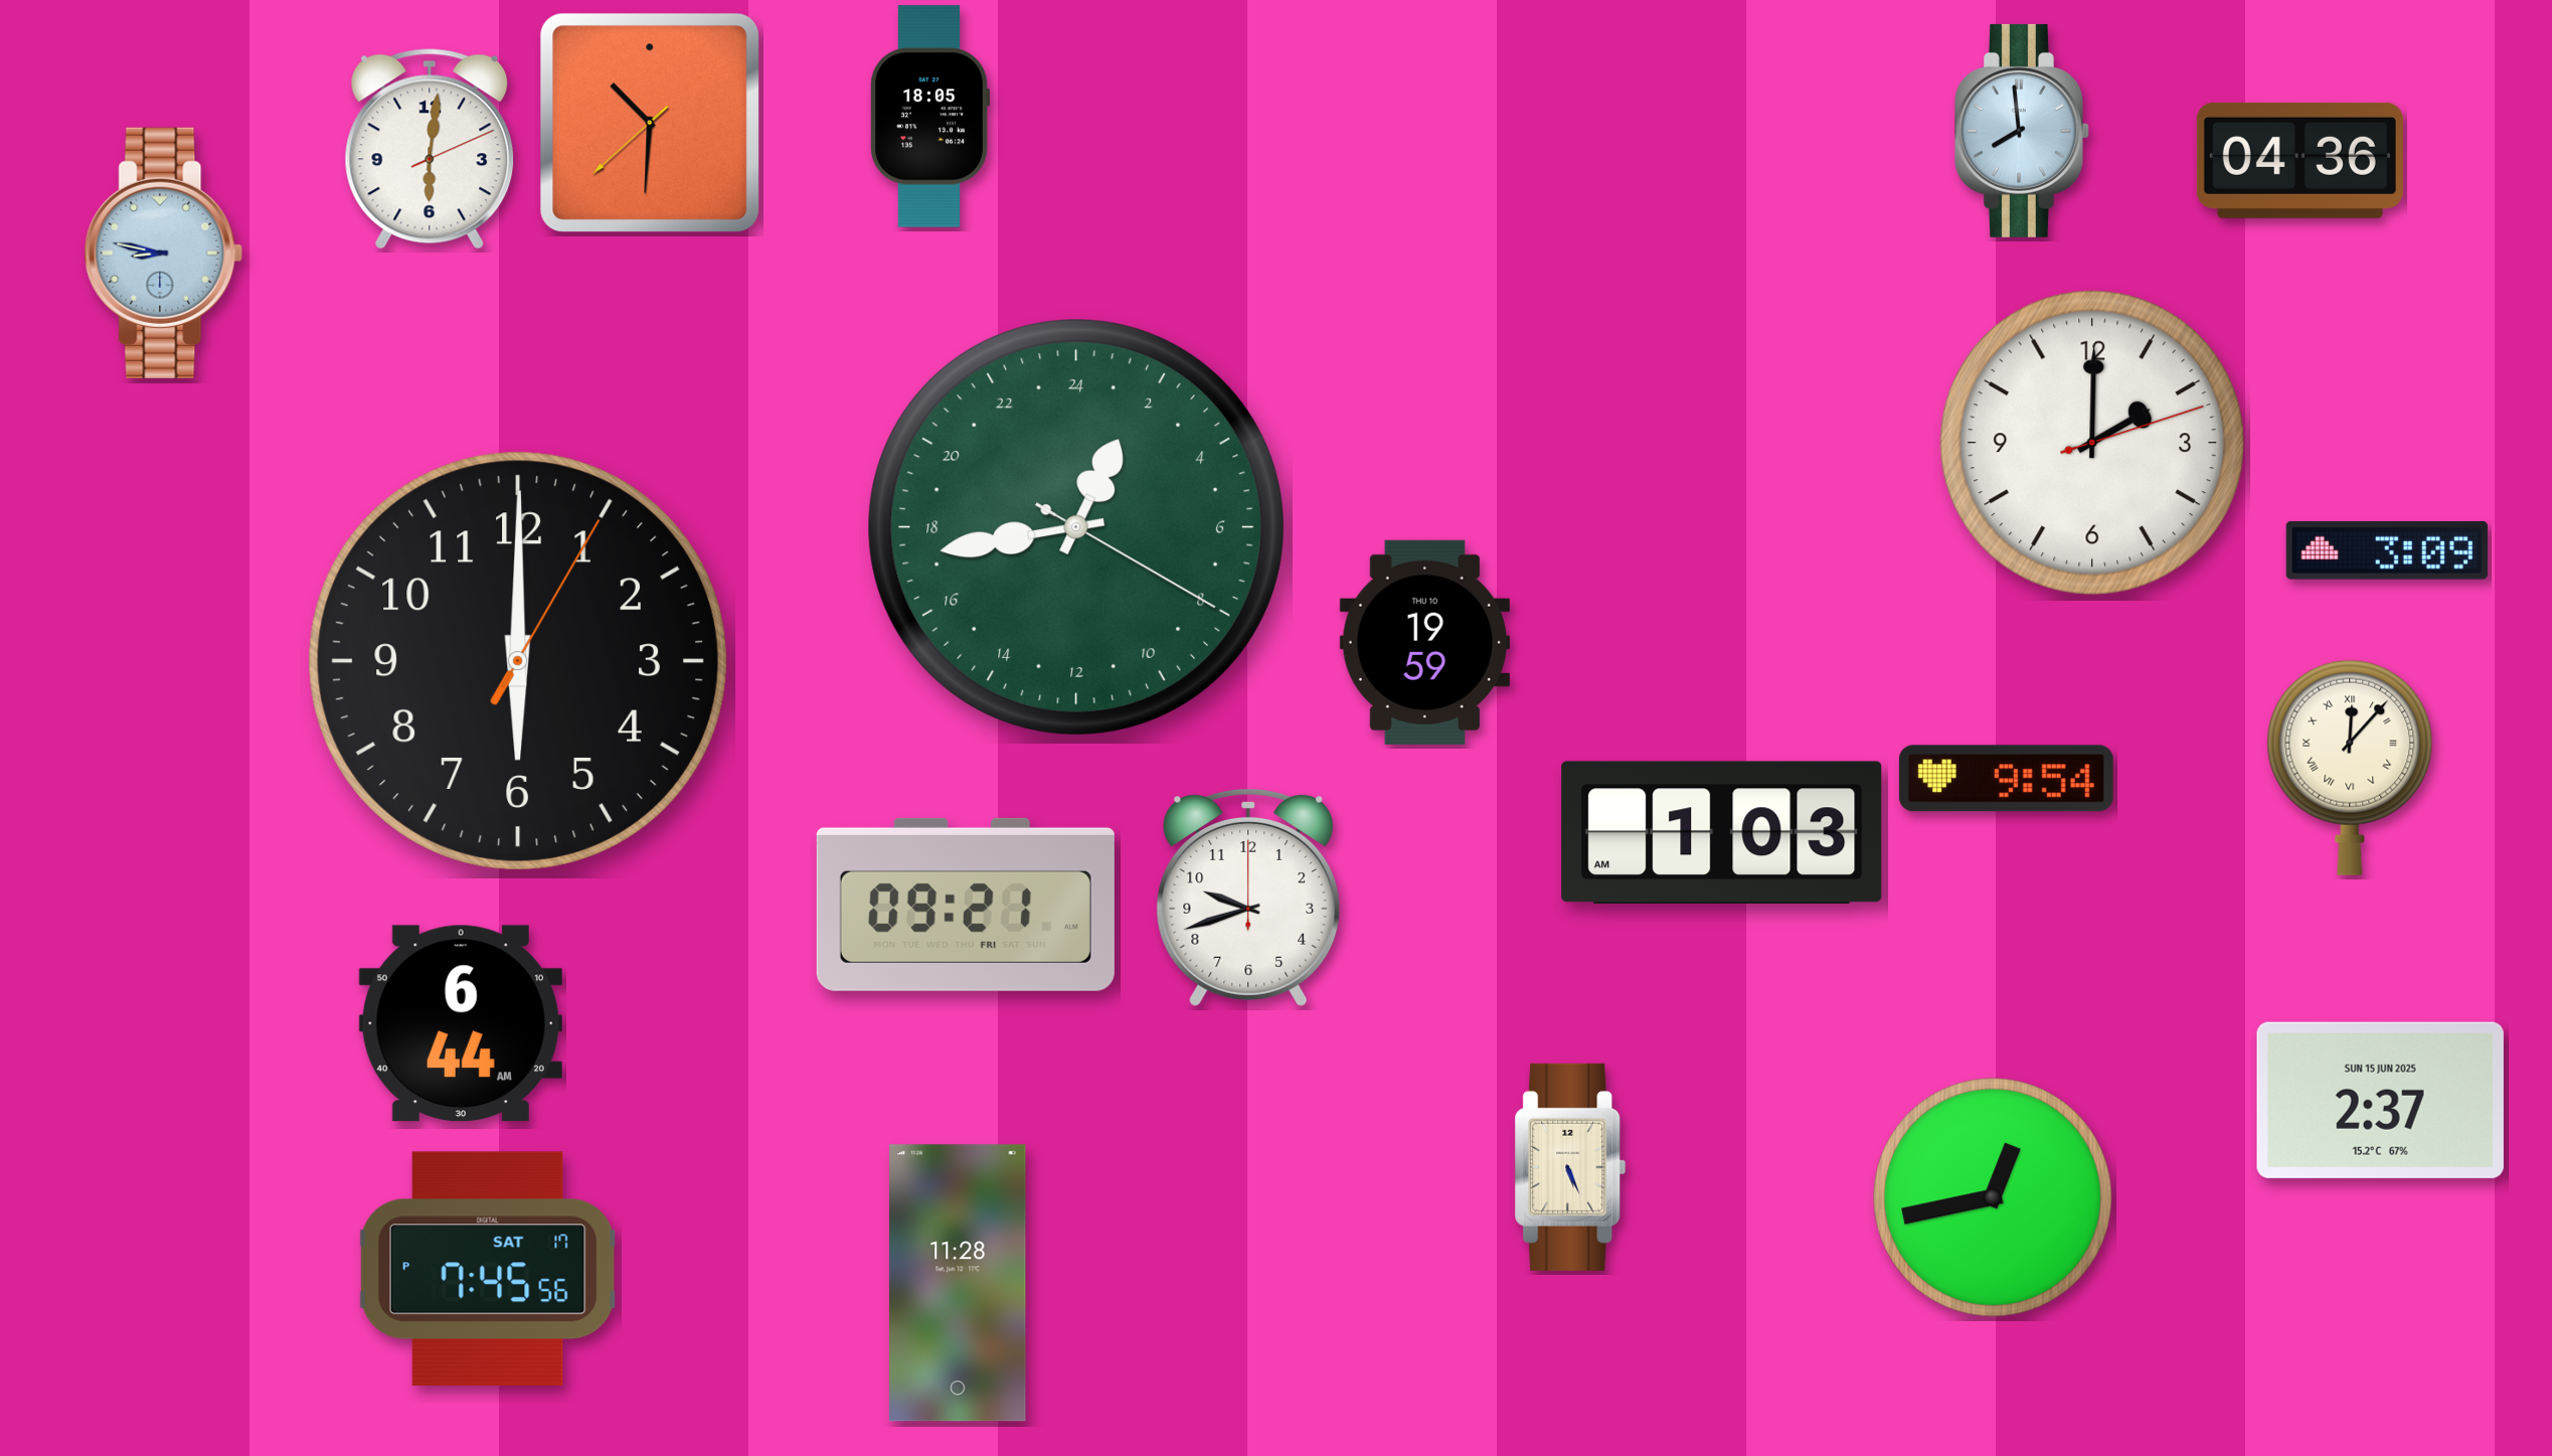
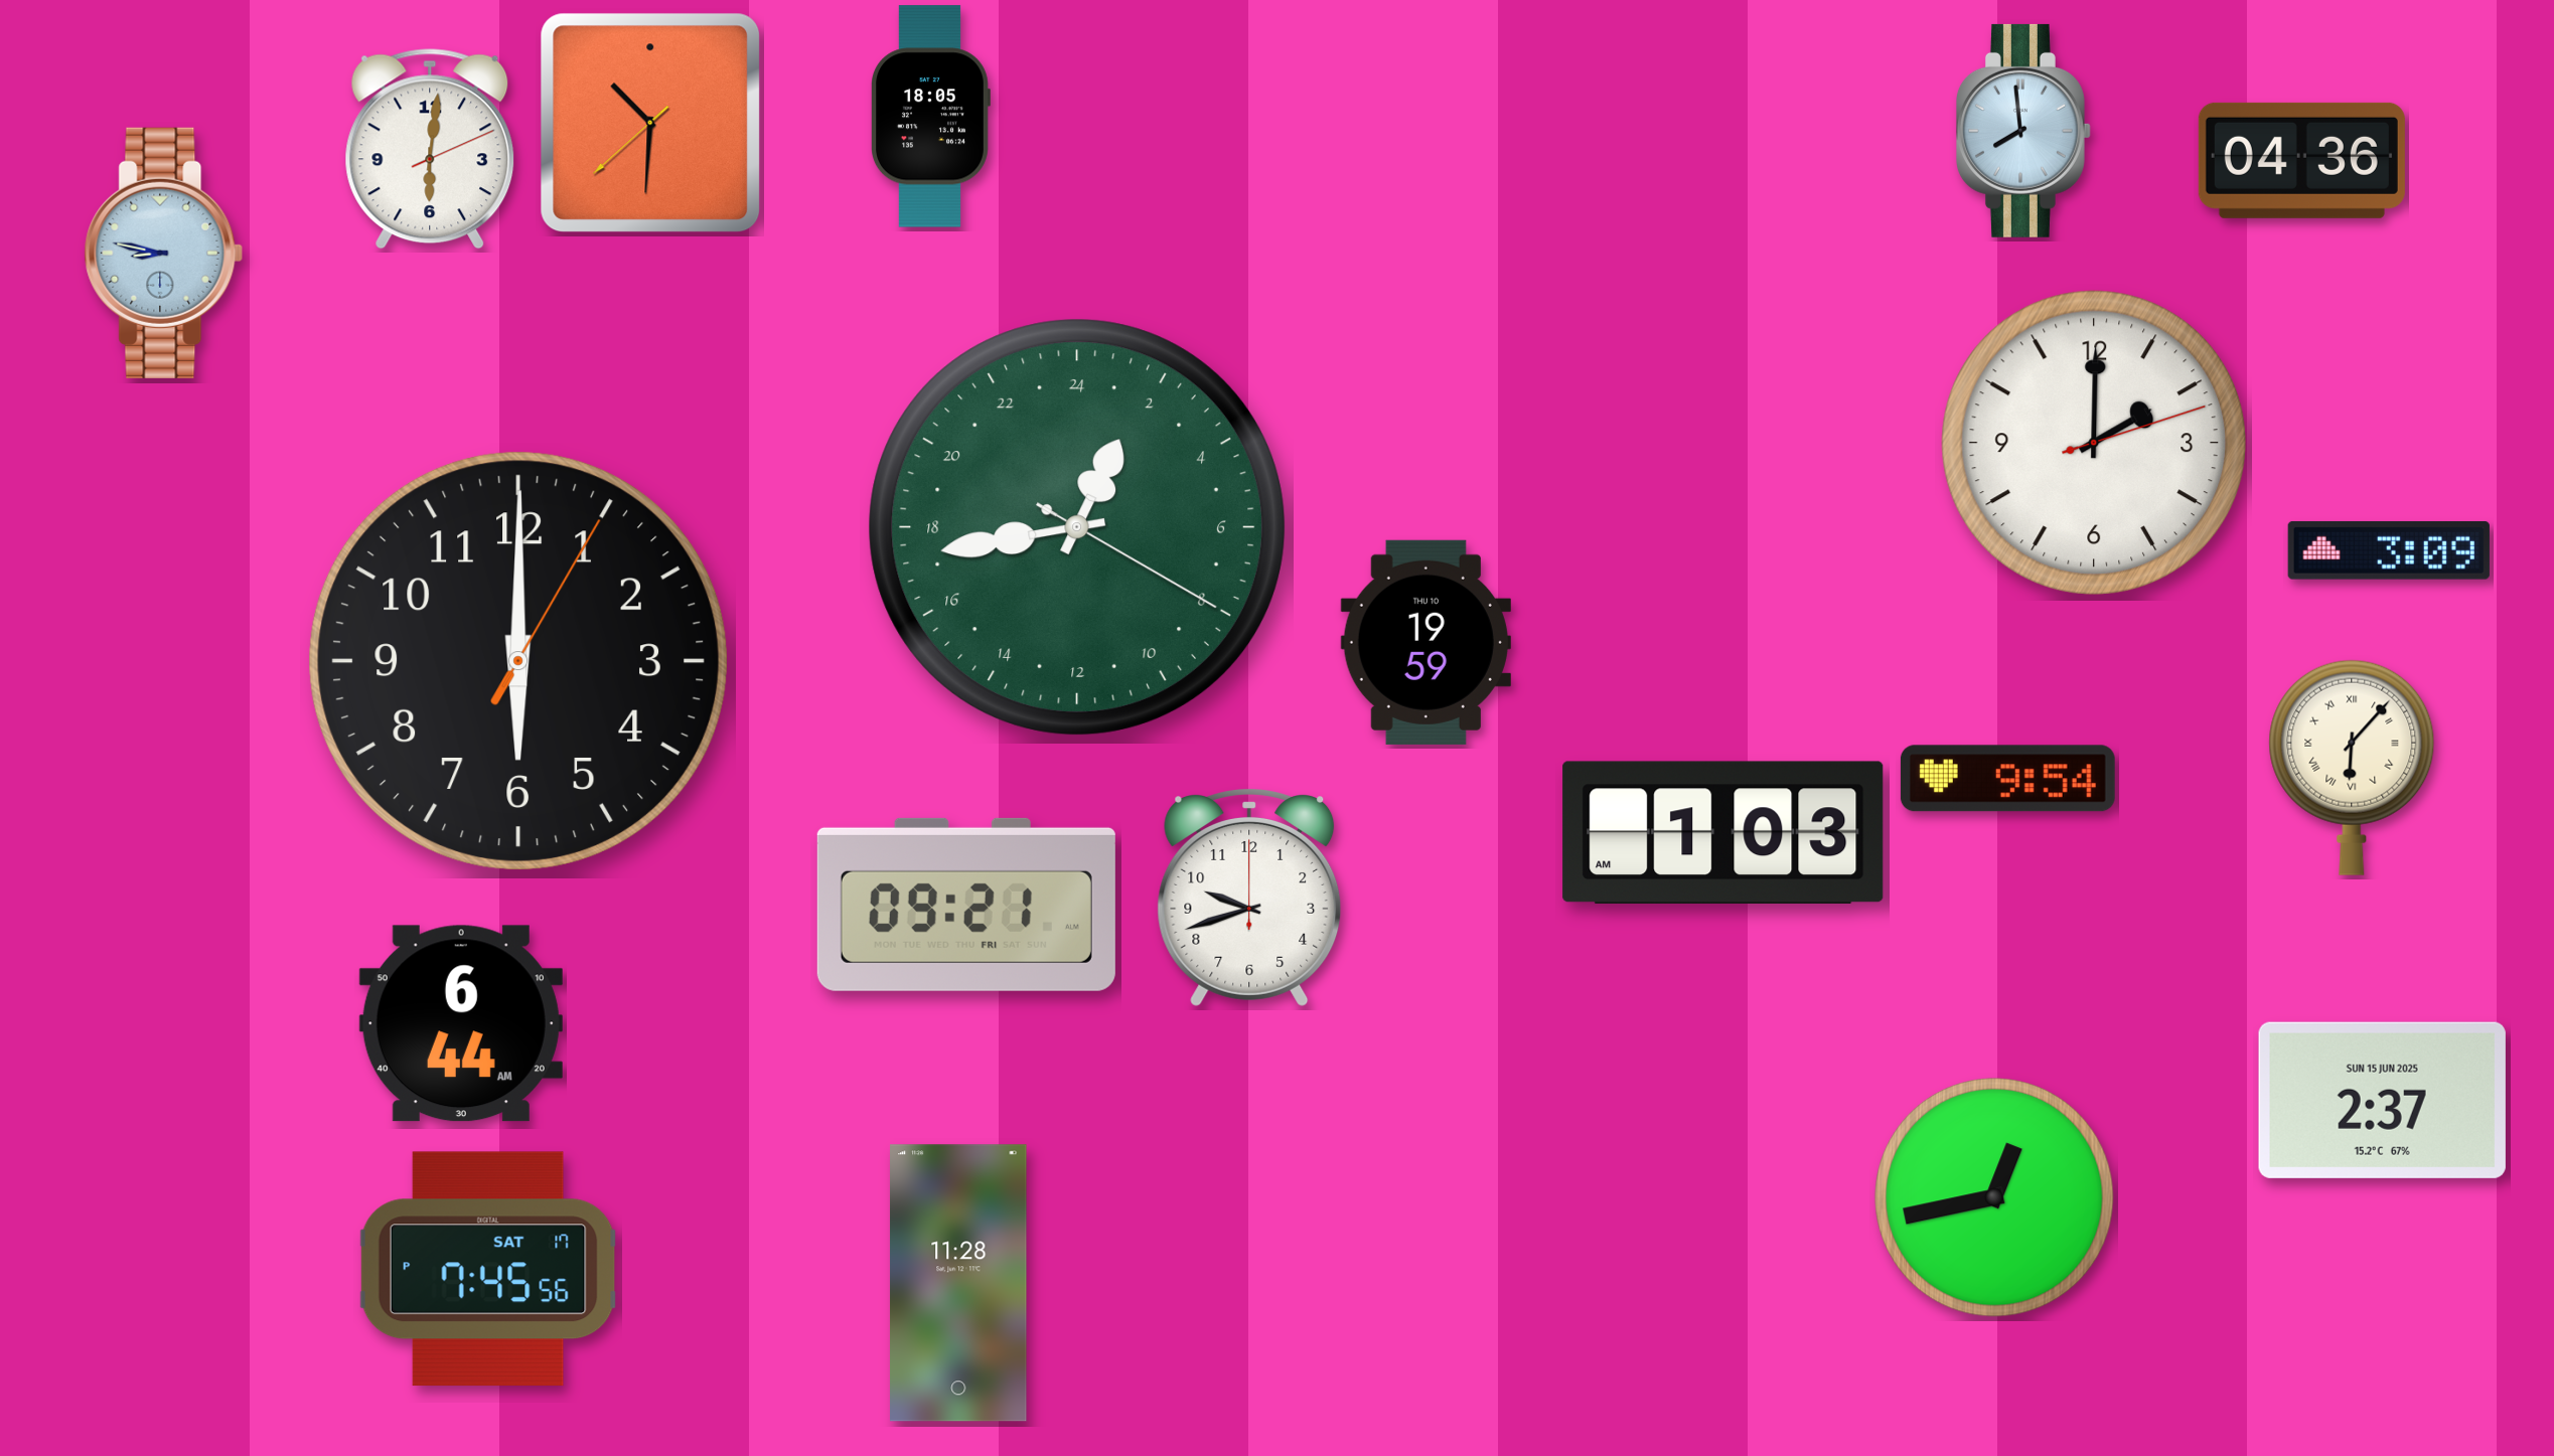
clock at (2350, 768): 12:07 -> 6:07
clock at (1570, 1167): 5:26 -> none
